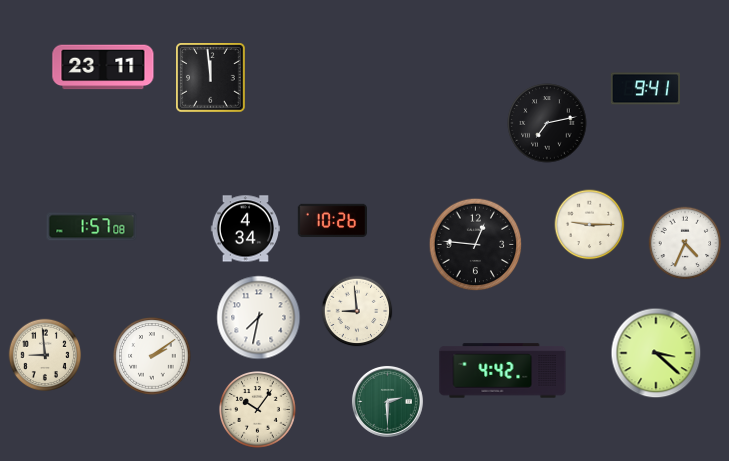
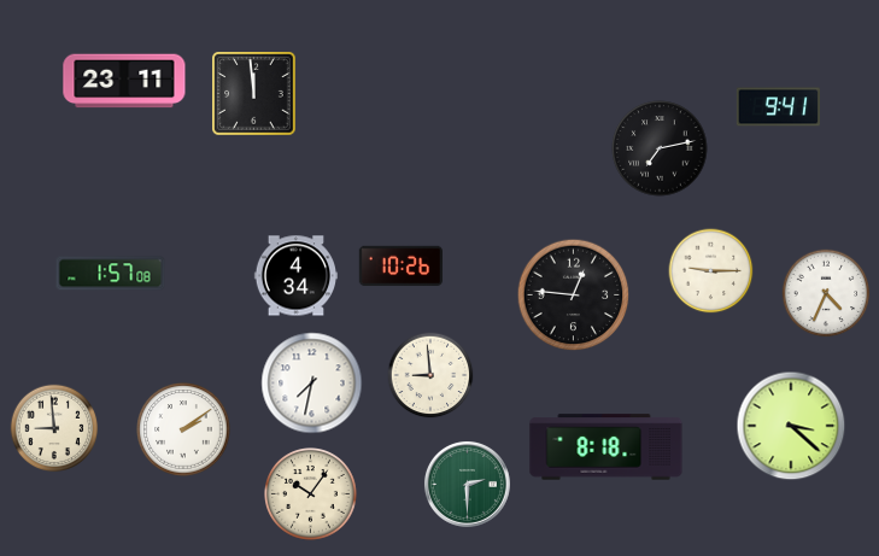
clock at (503, 371): 4:42 -> 8:18
